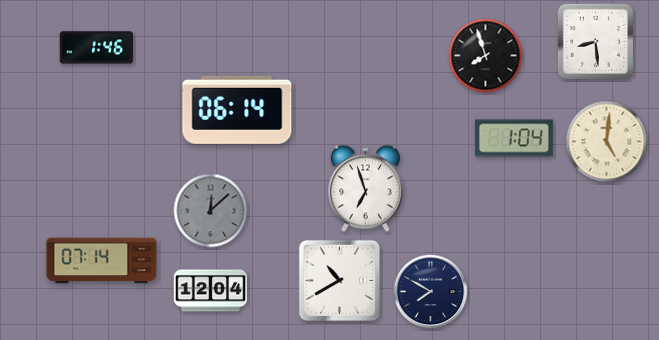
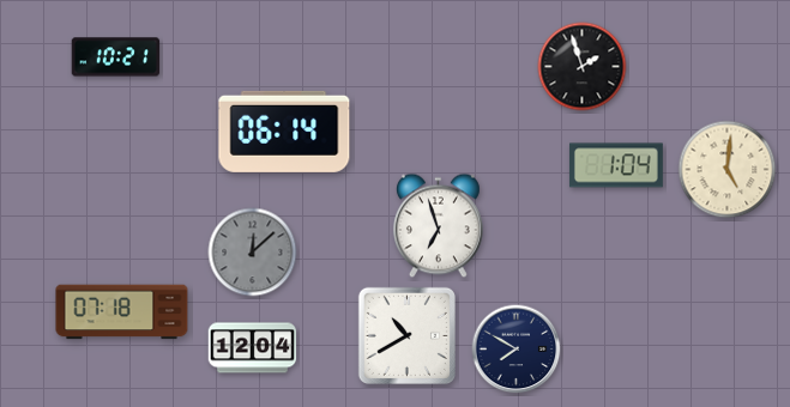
clock at (595, 41): 8:29 -> none
clock at (97, 48): 1:46 -> 10:21
clock at (486, 56): 7:57 -> 1:57
clock at (102, 261): 07:14 -> 07:18
